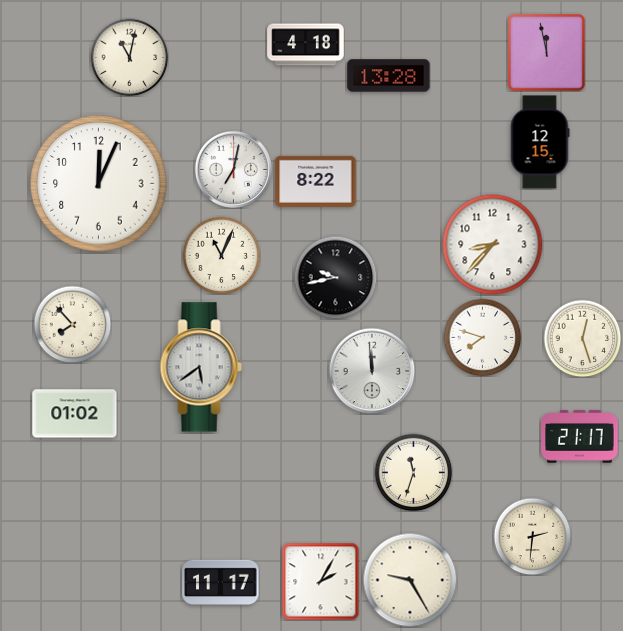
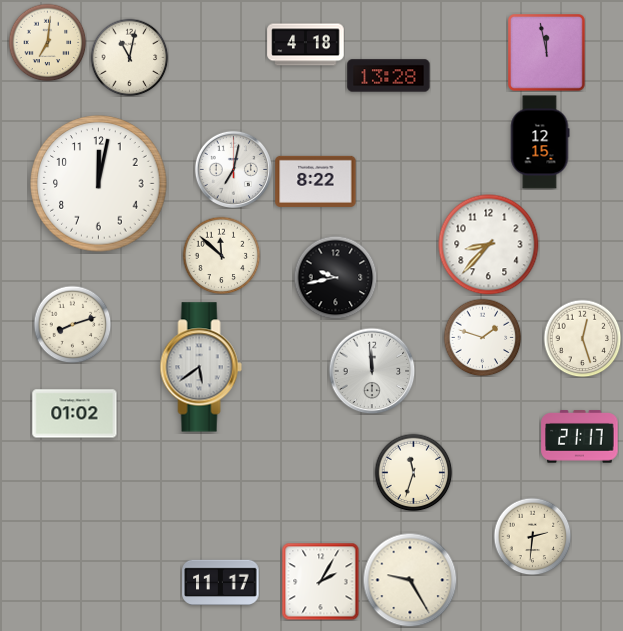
clock at (47, 42): none -> 7:01
clock at (99, 184): 12:04 -> 12:02
clock at (493, 245) position: (493, 245) -> (489, 245)
clock at (221, 255): 11:04 -> 11:52
clock at (72, 324): 7:53 -> 8:12
clock at (482, 337): 7:48 -> 1:48
